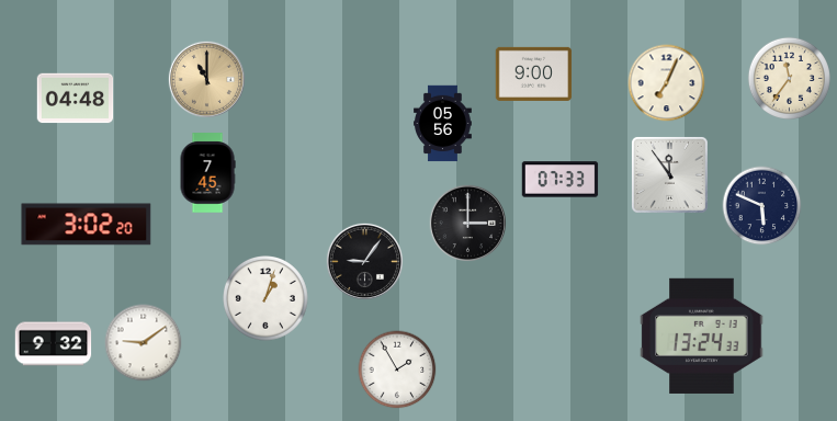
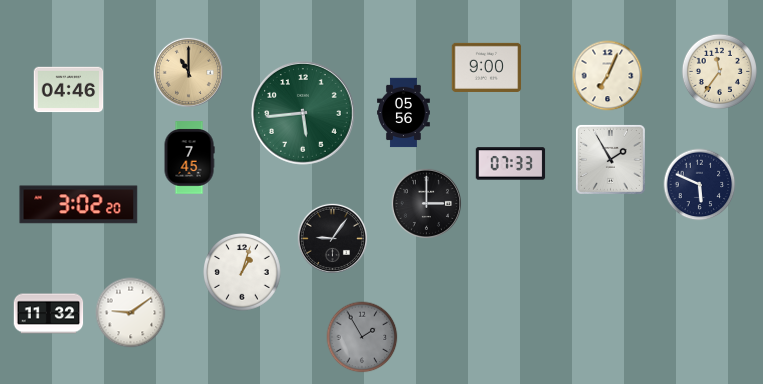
clock at (76, 99): 04:48 -> 04:46
clock at (304, 114): none -> 5:44
clock at (669, 174): 11:54 -> 1:55
clock at (762, 206) position: (762, 206) -> (700, 185)
clock at (702, 335): 13:24 -> none
clock at (54, 344): 9:32 -> 11:32
clock at (397, 369) dial: white -> grey
